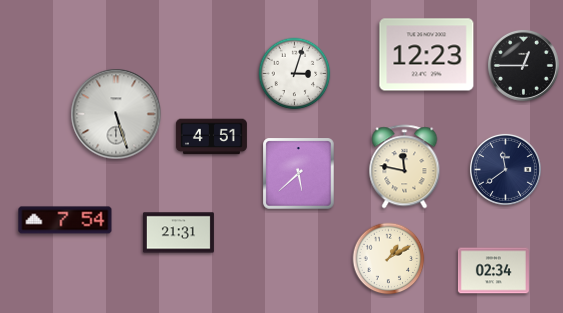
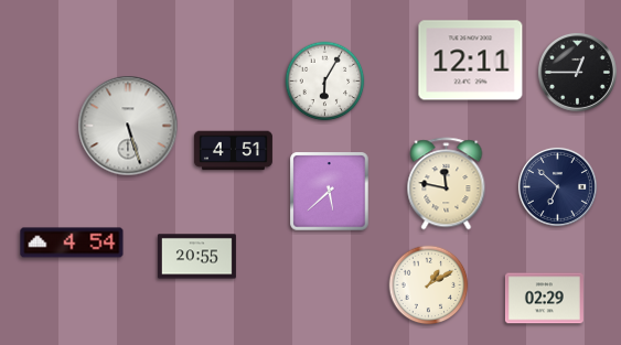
clock at (427, 55): 12:23 -> 12:11
clock at (295, 74): 3:03 -> 6:05
clock at (505, 169): 11:39 -> 6:52
clock at (65, 220): 7:54 -> 4:54
clock at (178, 233): 21:31 -> 20:55
clock at (493, 271): 02:34 -> 02:29
